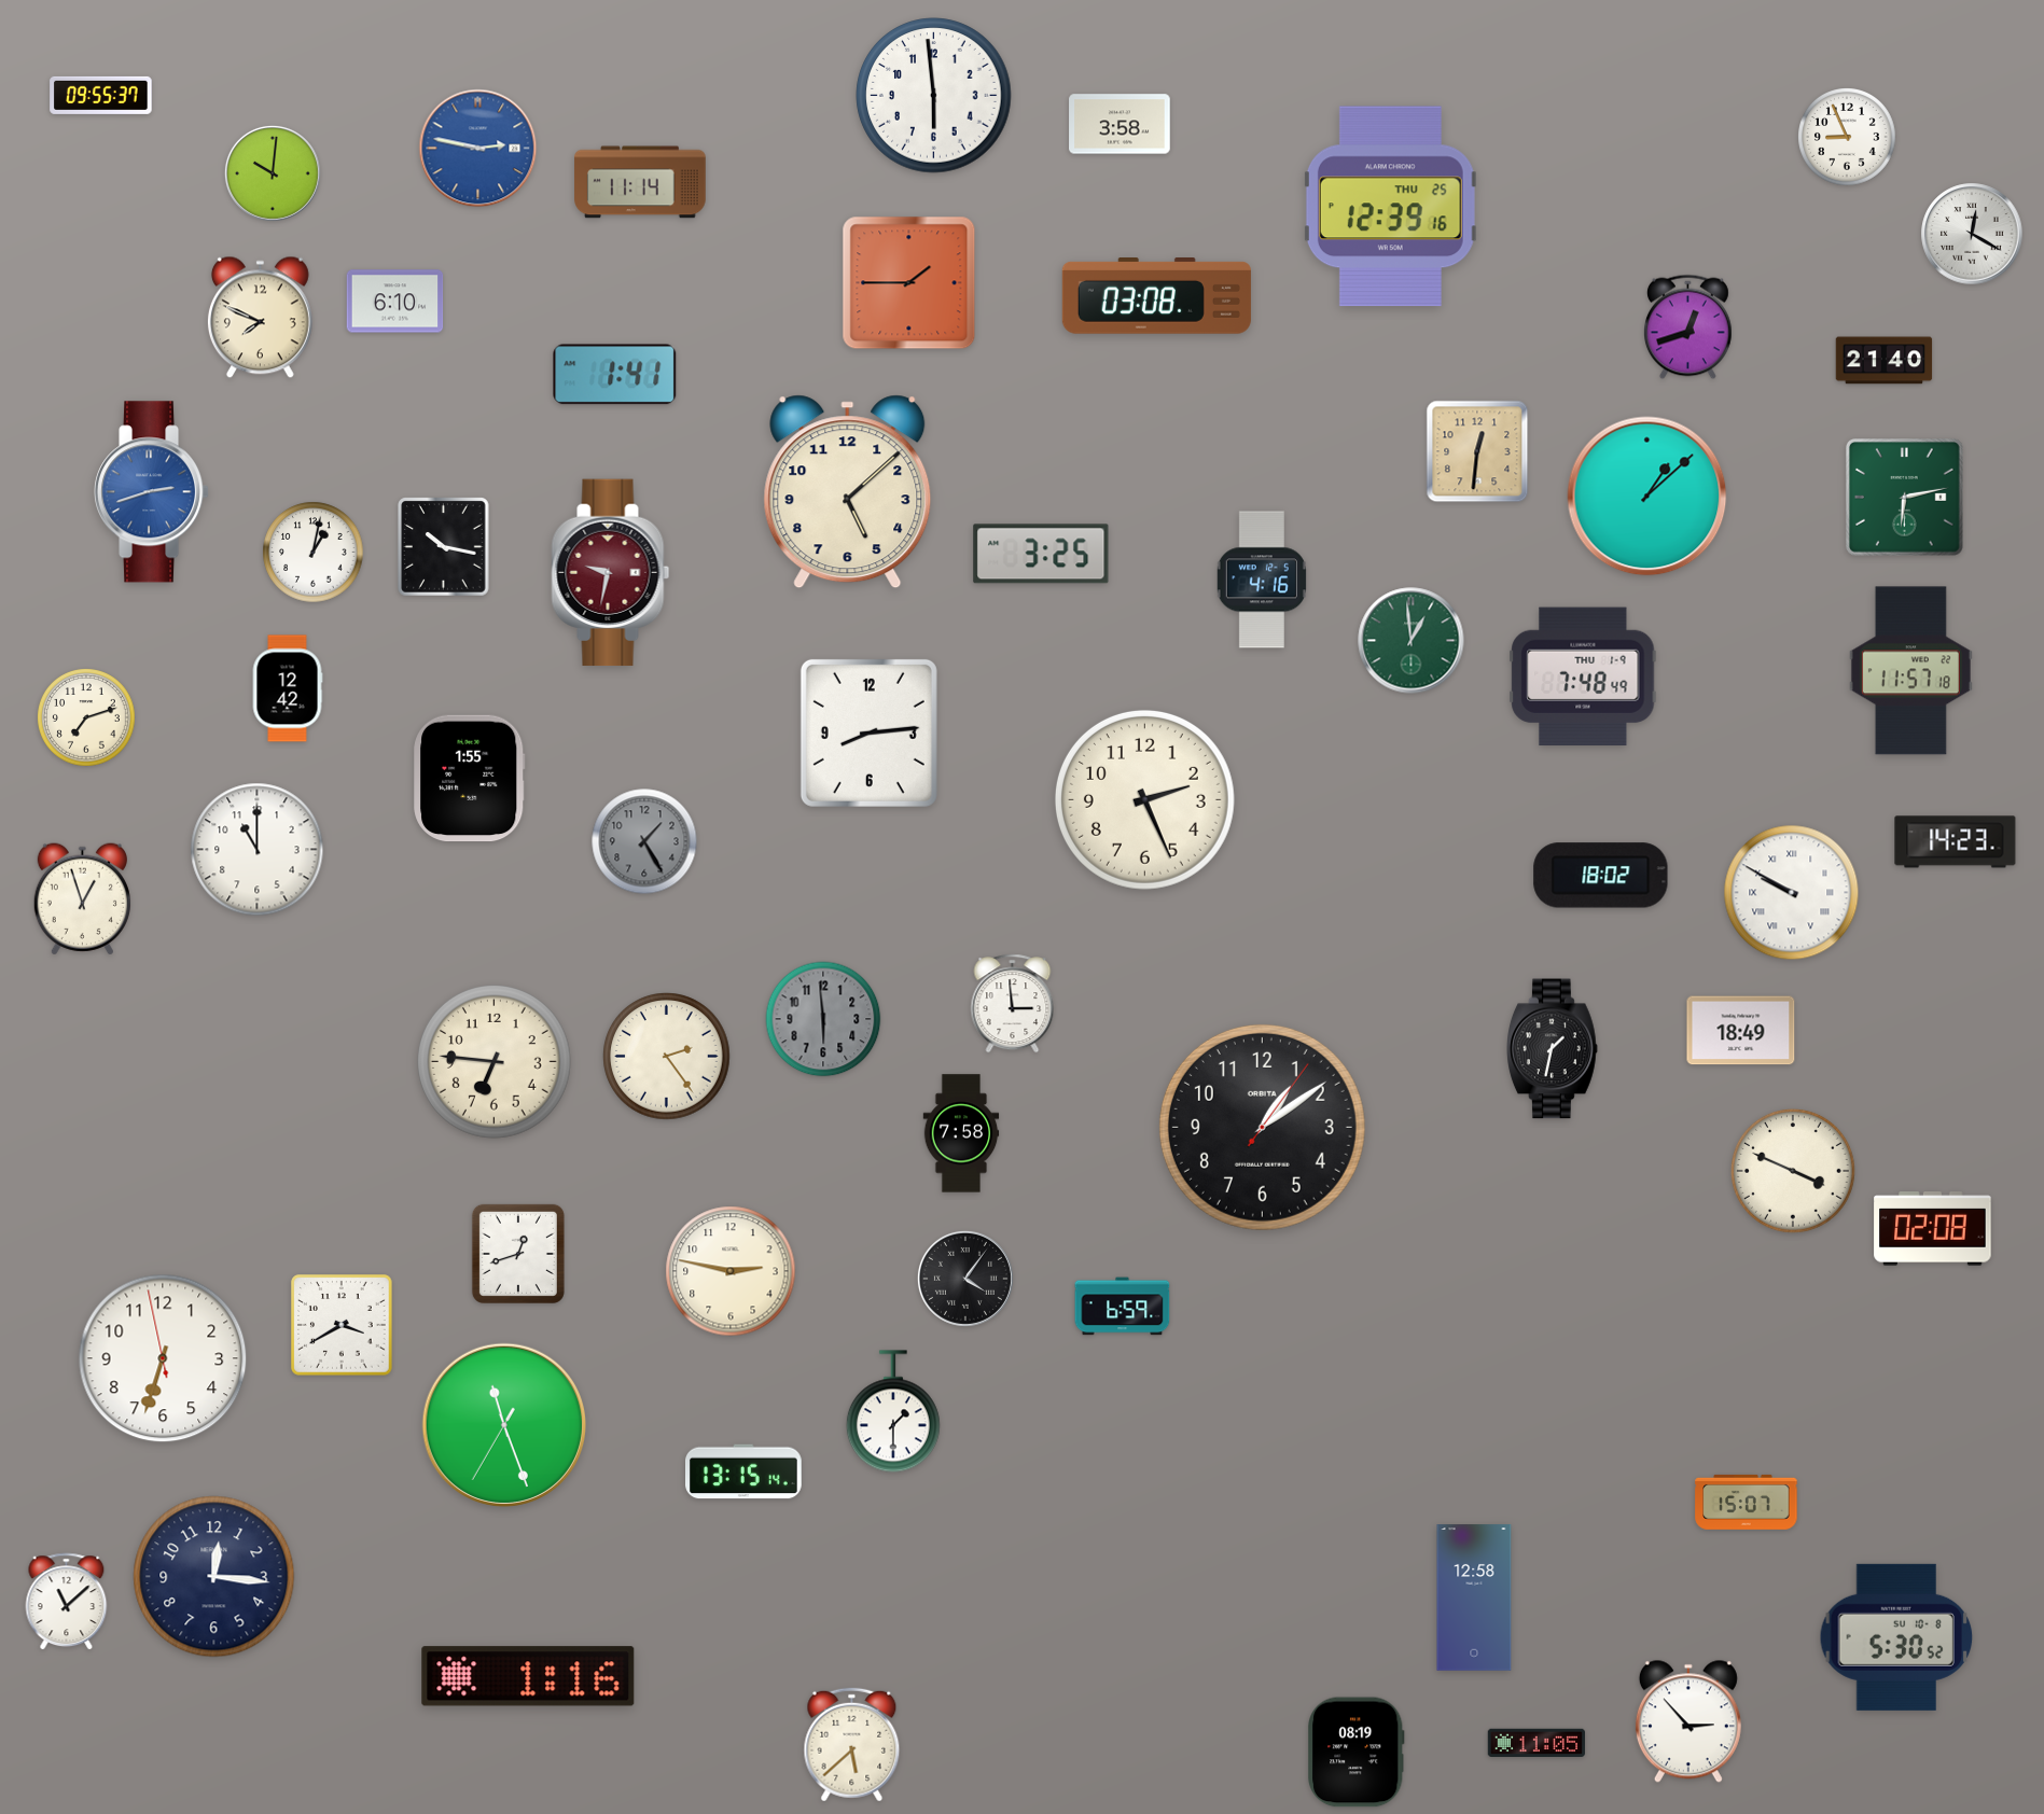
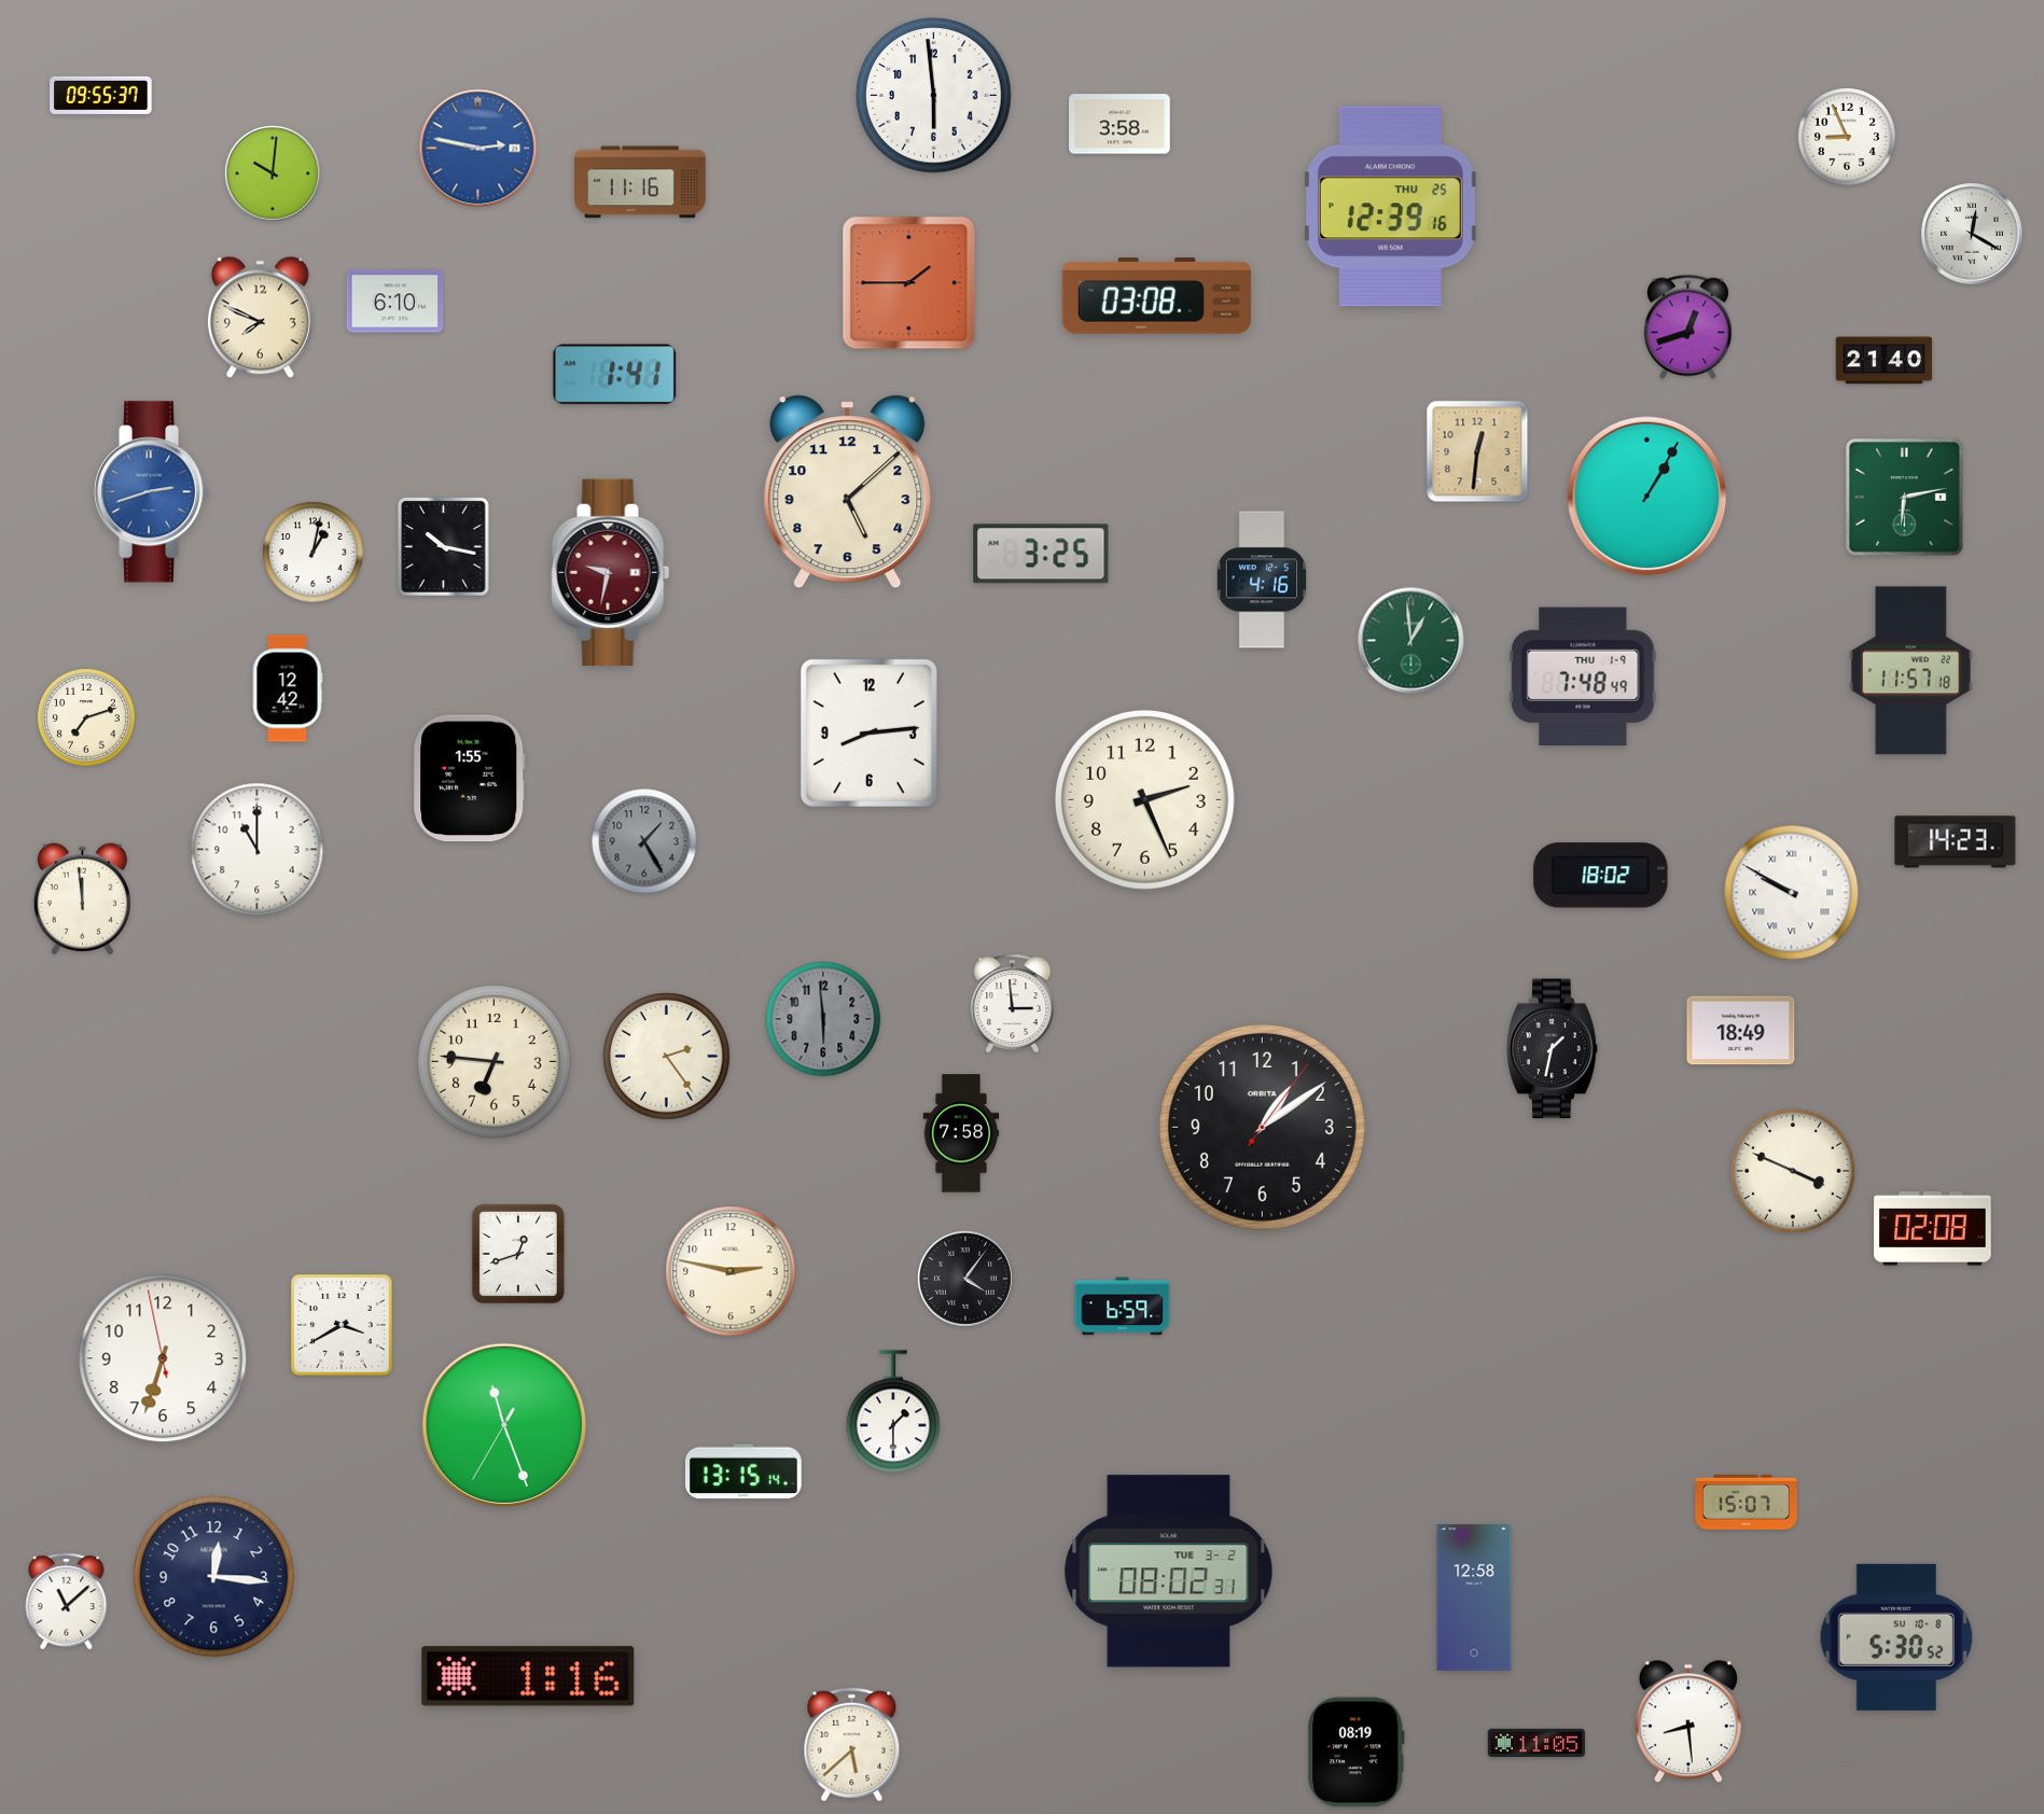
clock at (640, 182): 11:14 -> 11:16
clock at (1647, 497): 1:08 -> 1:05
clock at (82, 899): 12:57 -> 11:59
clock at (1169, 1572): none -> 08:02
clock at (1688, 1721): 2:53 -> 8:29
